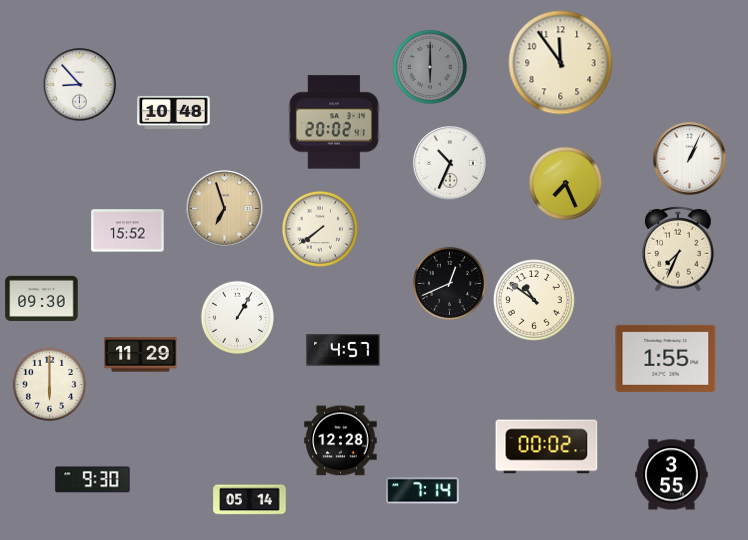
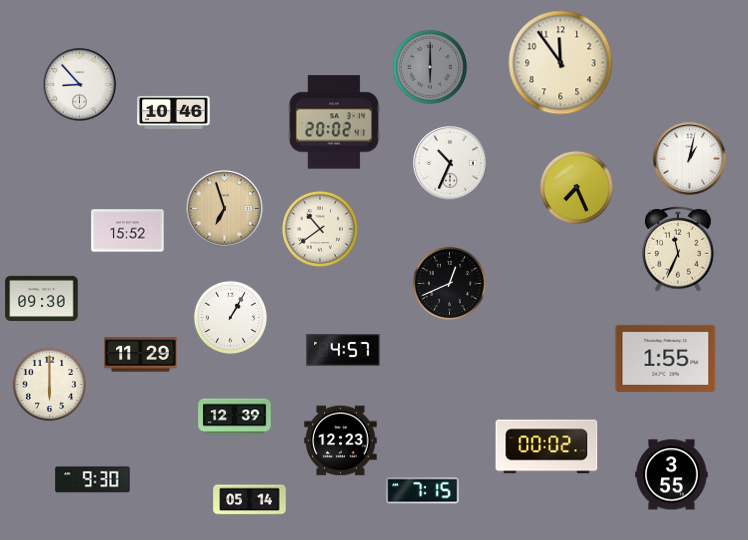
clock at (174, 112): 10:48 -> 10:46
clock at (690, 159): 1:04 -> 1:02
clock at (565, 183) position: (565, 183) -> (576, 187)
clock at (320, 229): 7:39 -> 10:39
clock at (678, 250): 7:34 -> 11:34
clock at (535, 301): 10:51 -> none
clock at (237, 317) position: (237, 317) -> (230, 317)
clock at (235, 417): none -> 12:39
clock at (341, 441): 12:28 -> 12:23
clock at (423, 491): 7:14 -> 7:15
